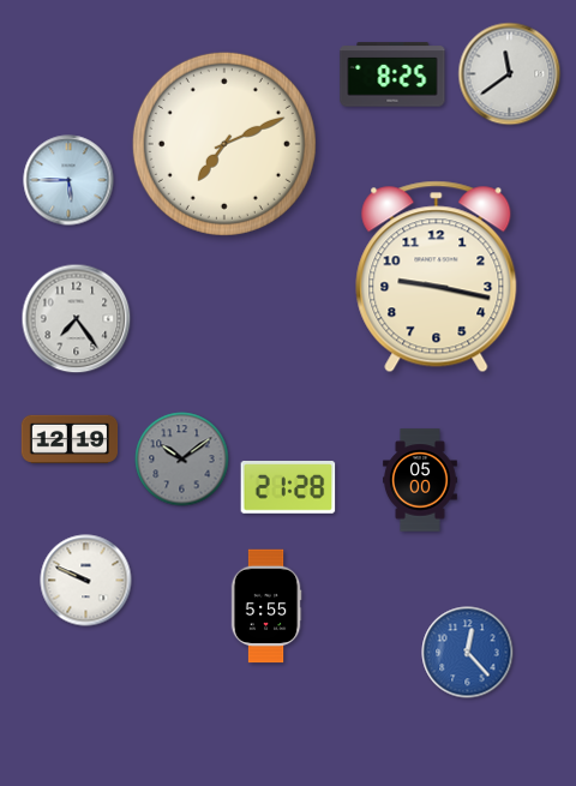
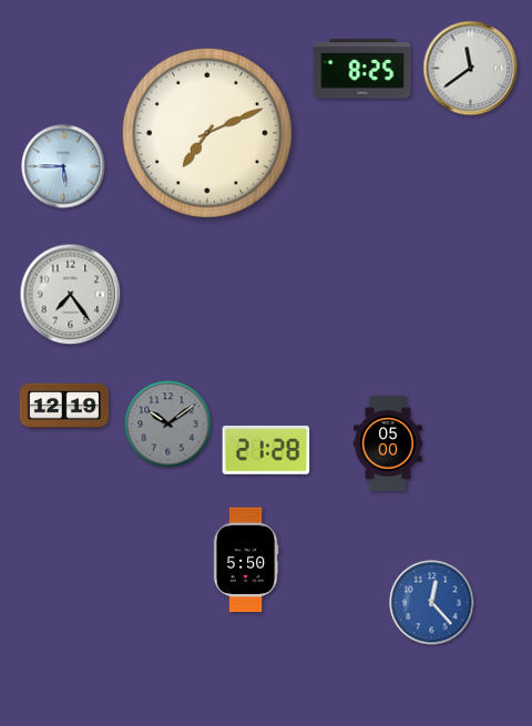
clock at (437, 277): 9:17 -> none
clock at (86, 581): 9:49 -> none
clock at (266, 606): 5:55 -> 5:50
